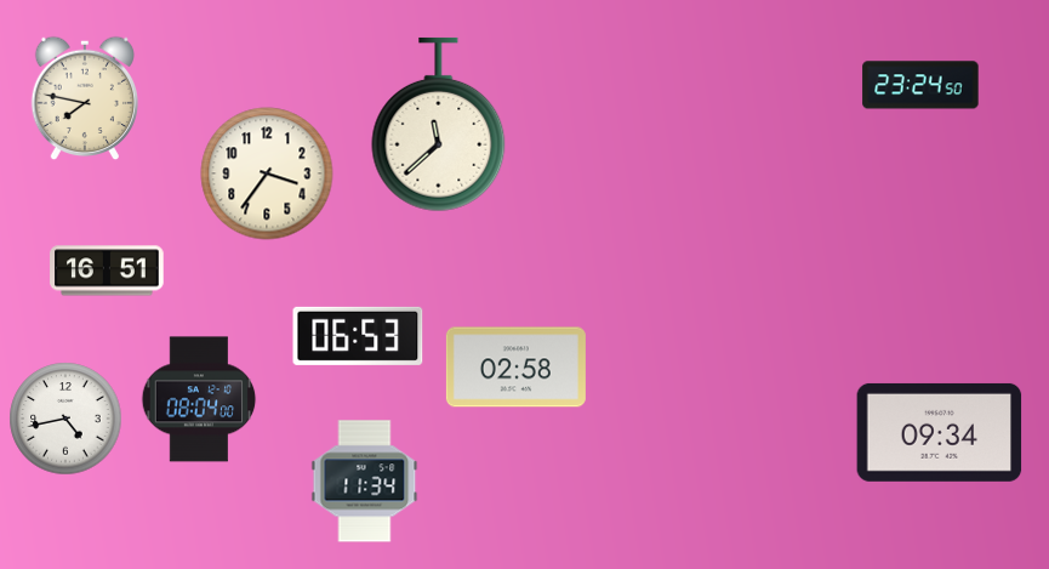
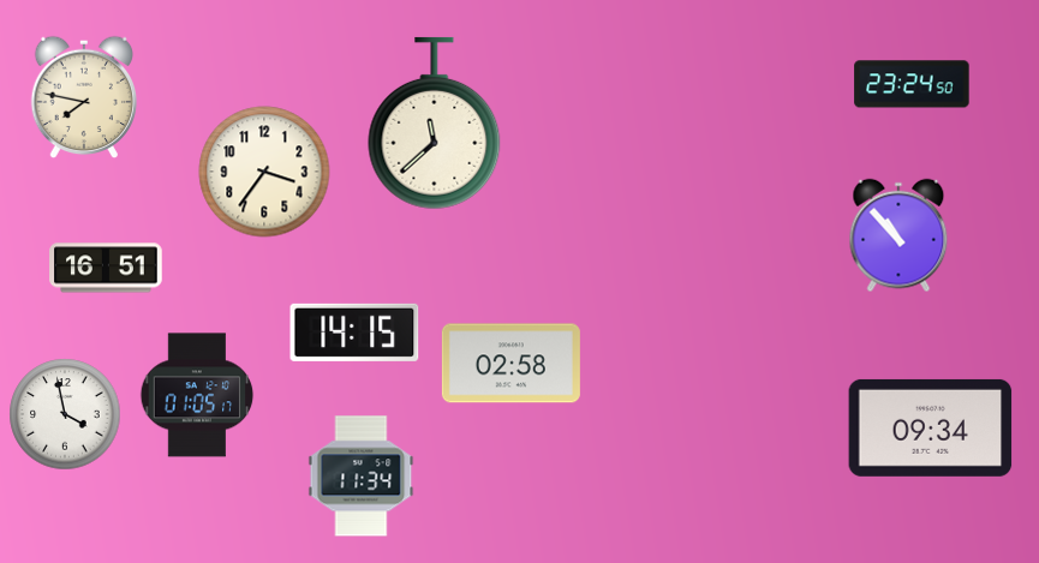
clock at (898, 235): none -> 10:53
clock at (358, 336): 06:53 -> 14:15
clock at (199, 399): 08:04 -> 01:05
clock at (65, 419): 4:43 -> 3:58
